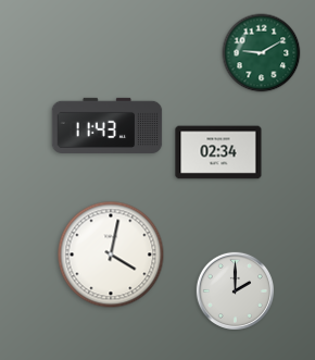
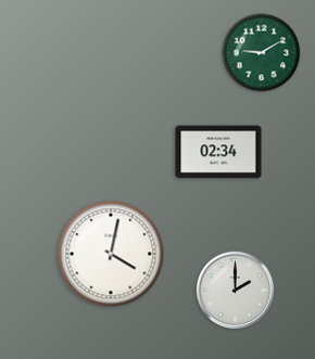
clock at (108, 125): 11:43 -> none
